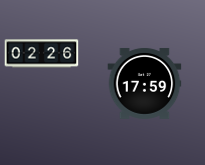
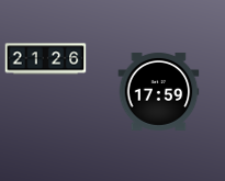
clock at (42, 54): 02:26 -> 21:26
